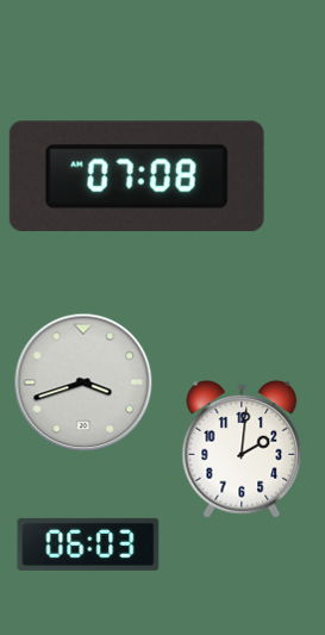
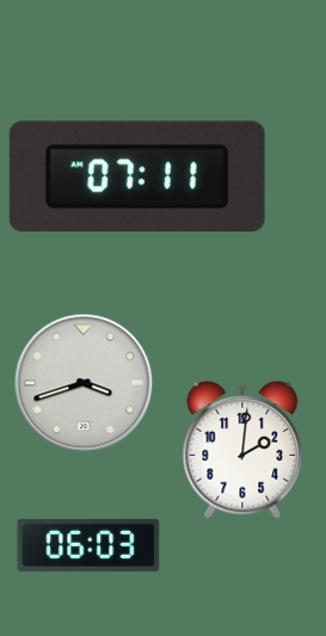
clock at (137, 176): 07:08 -> 07:11
